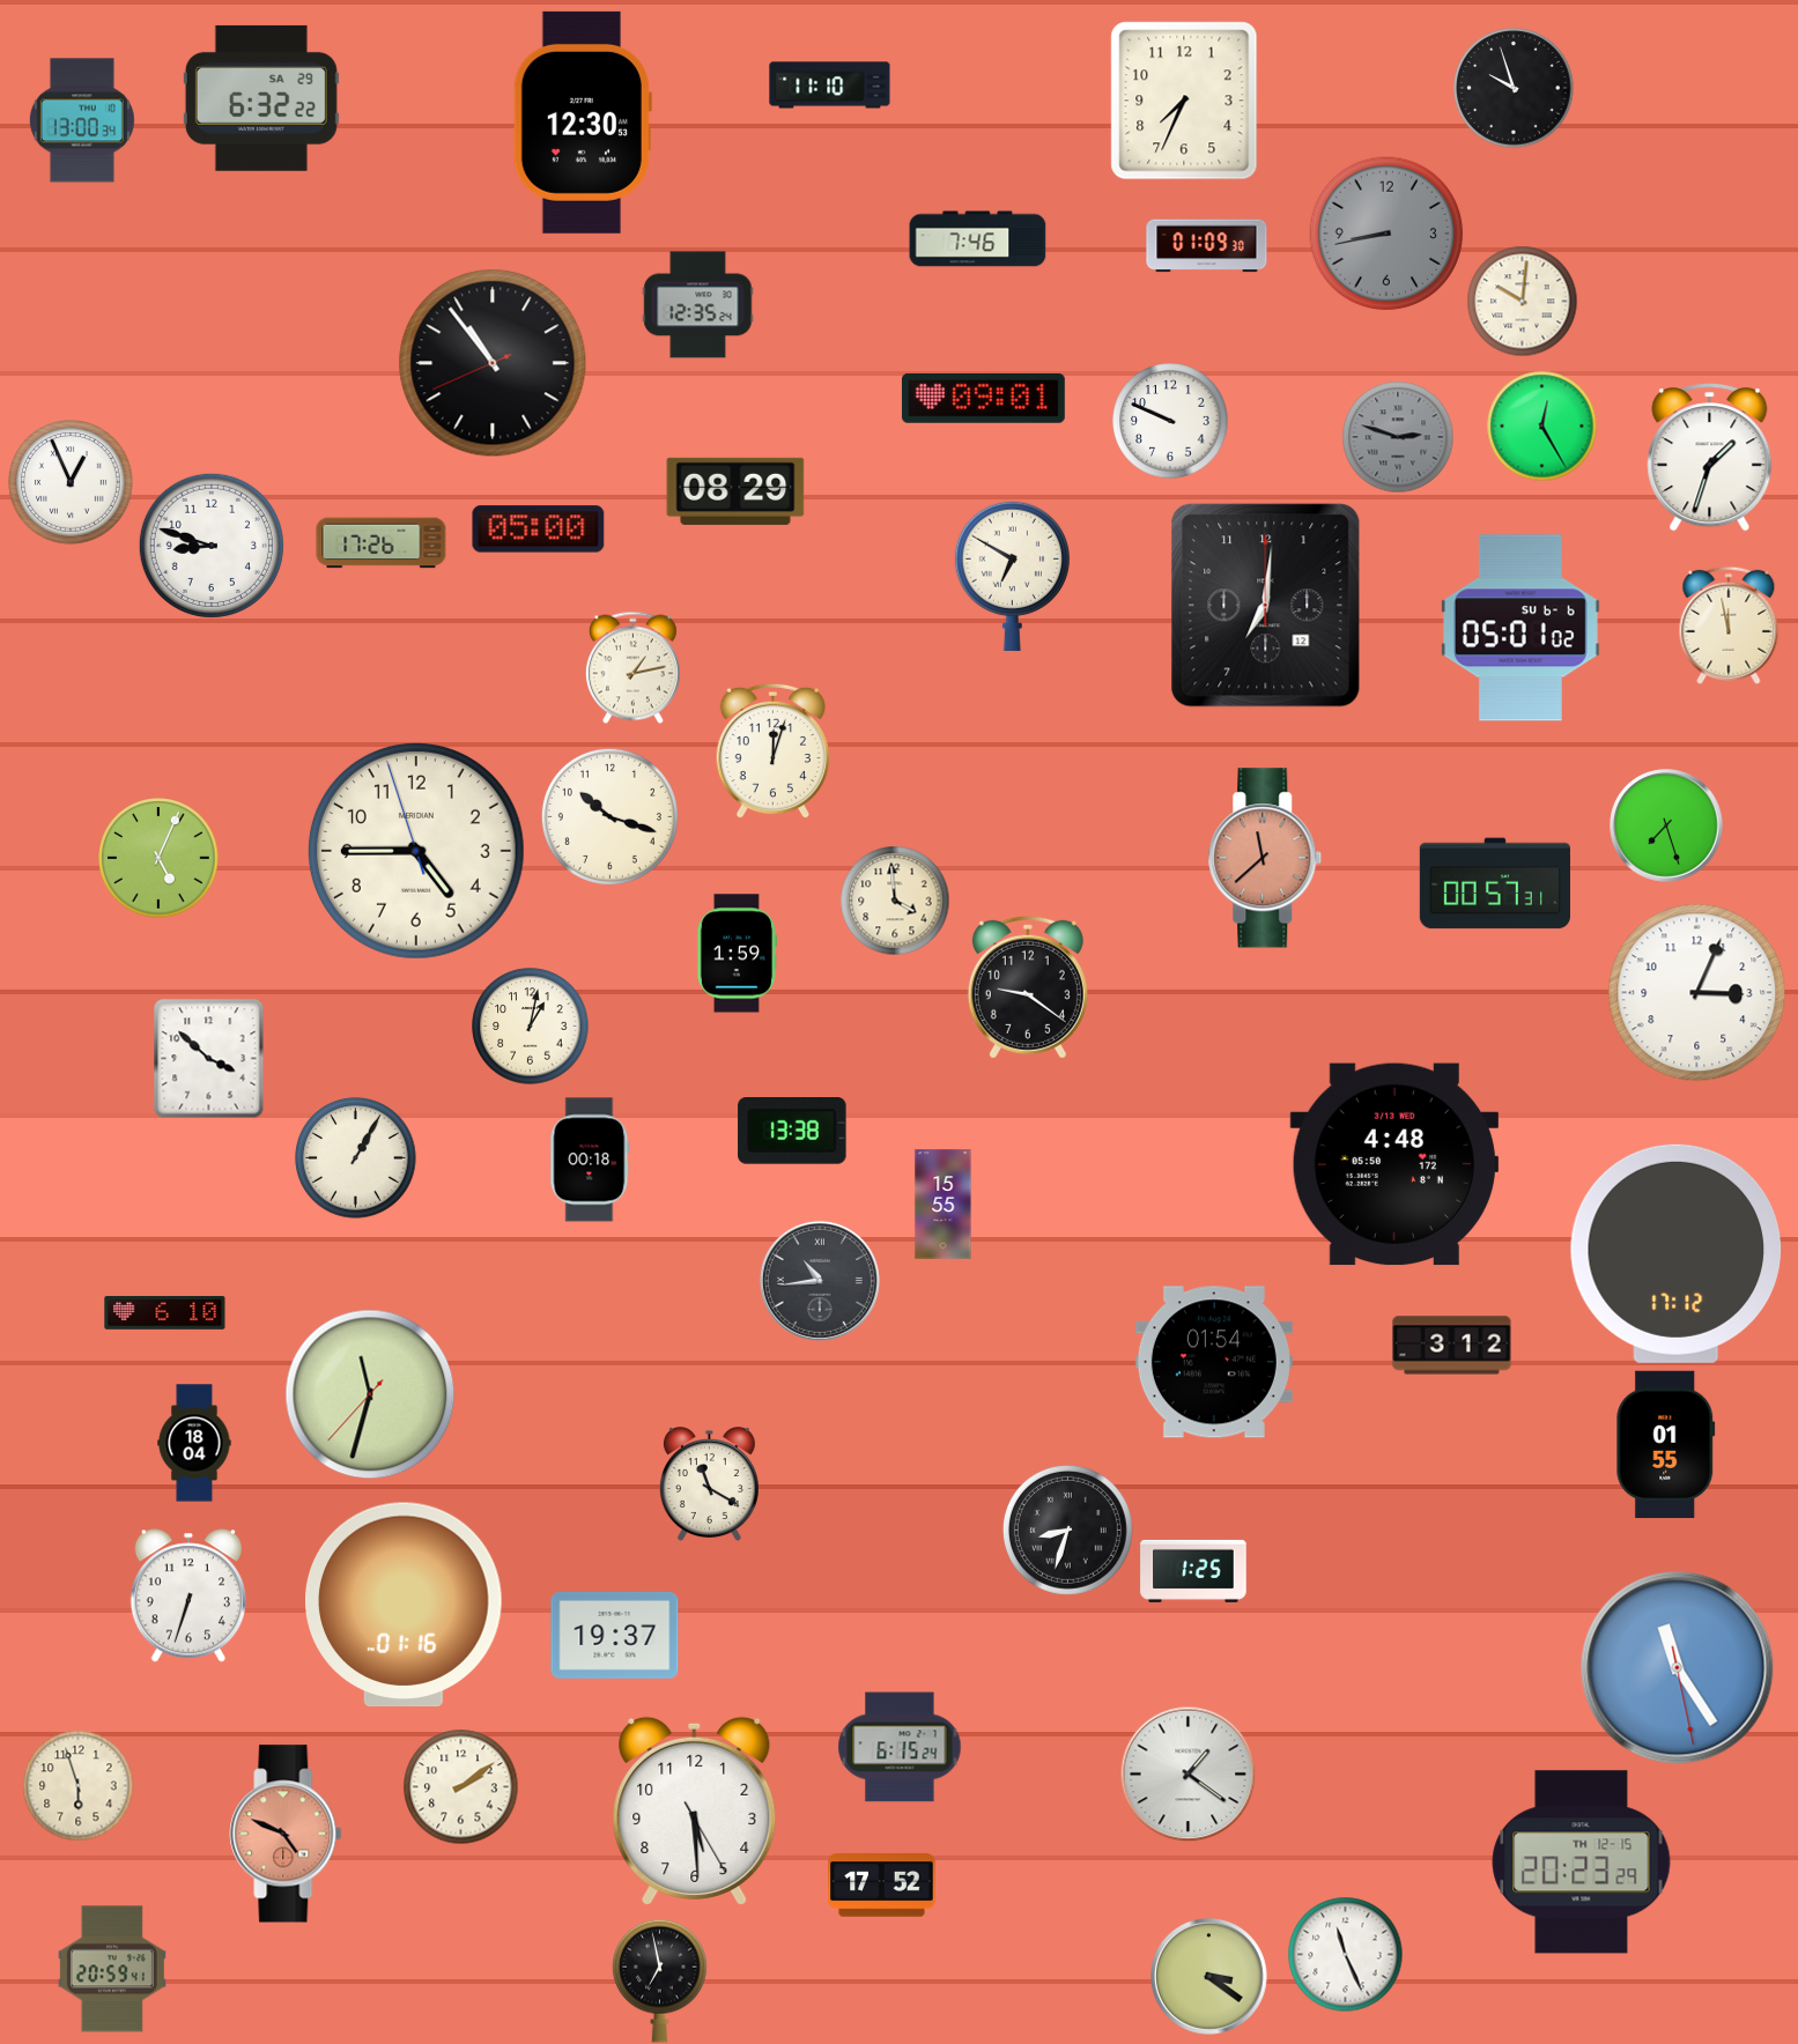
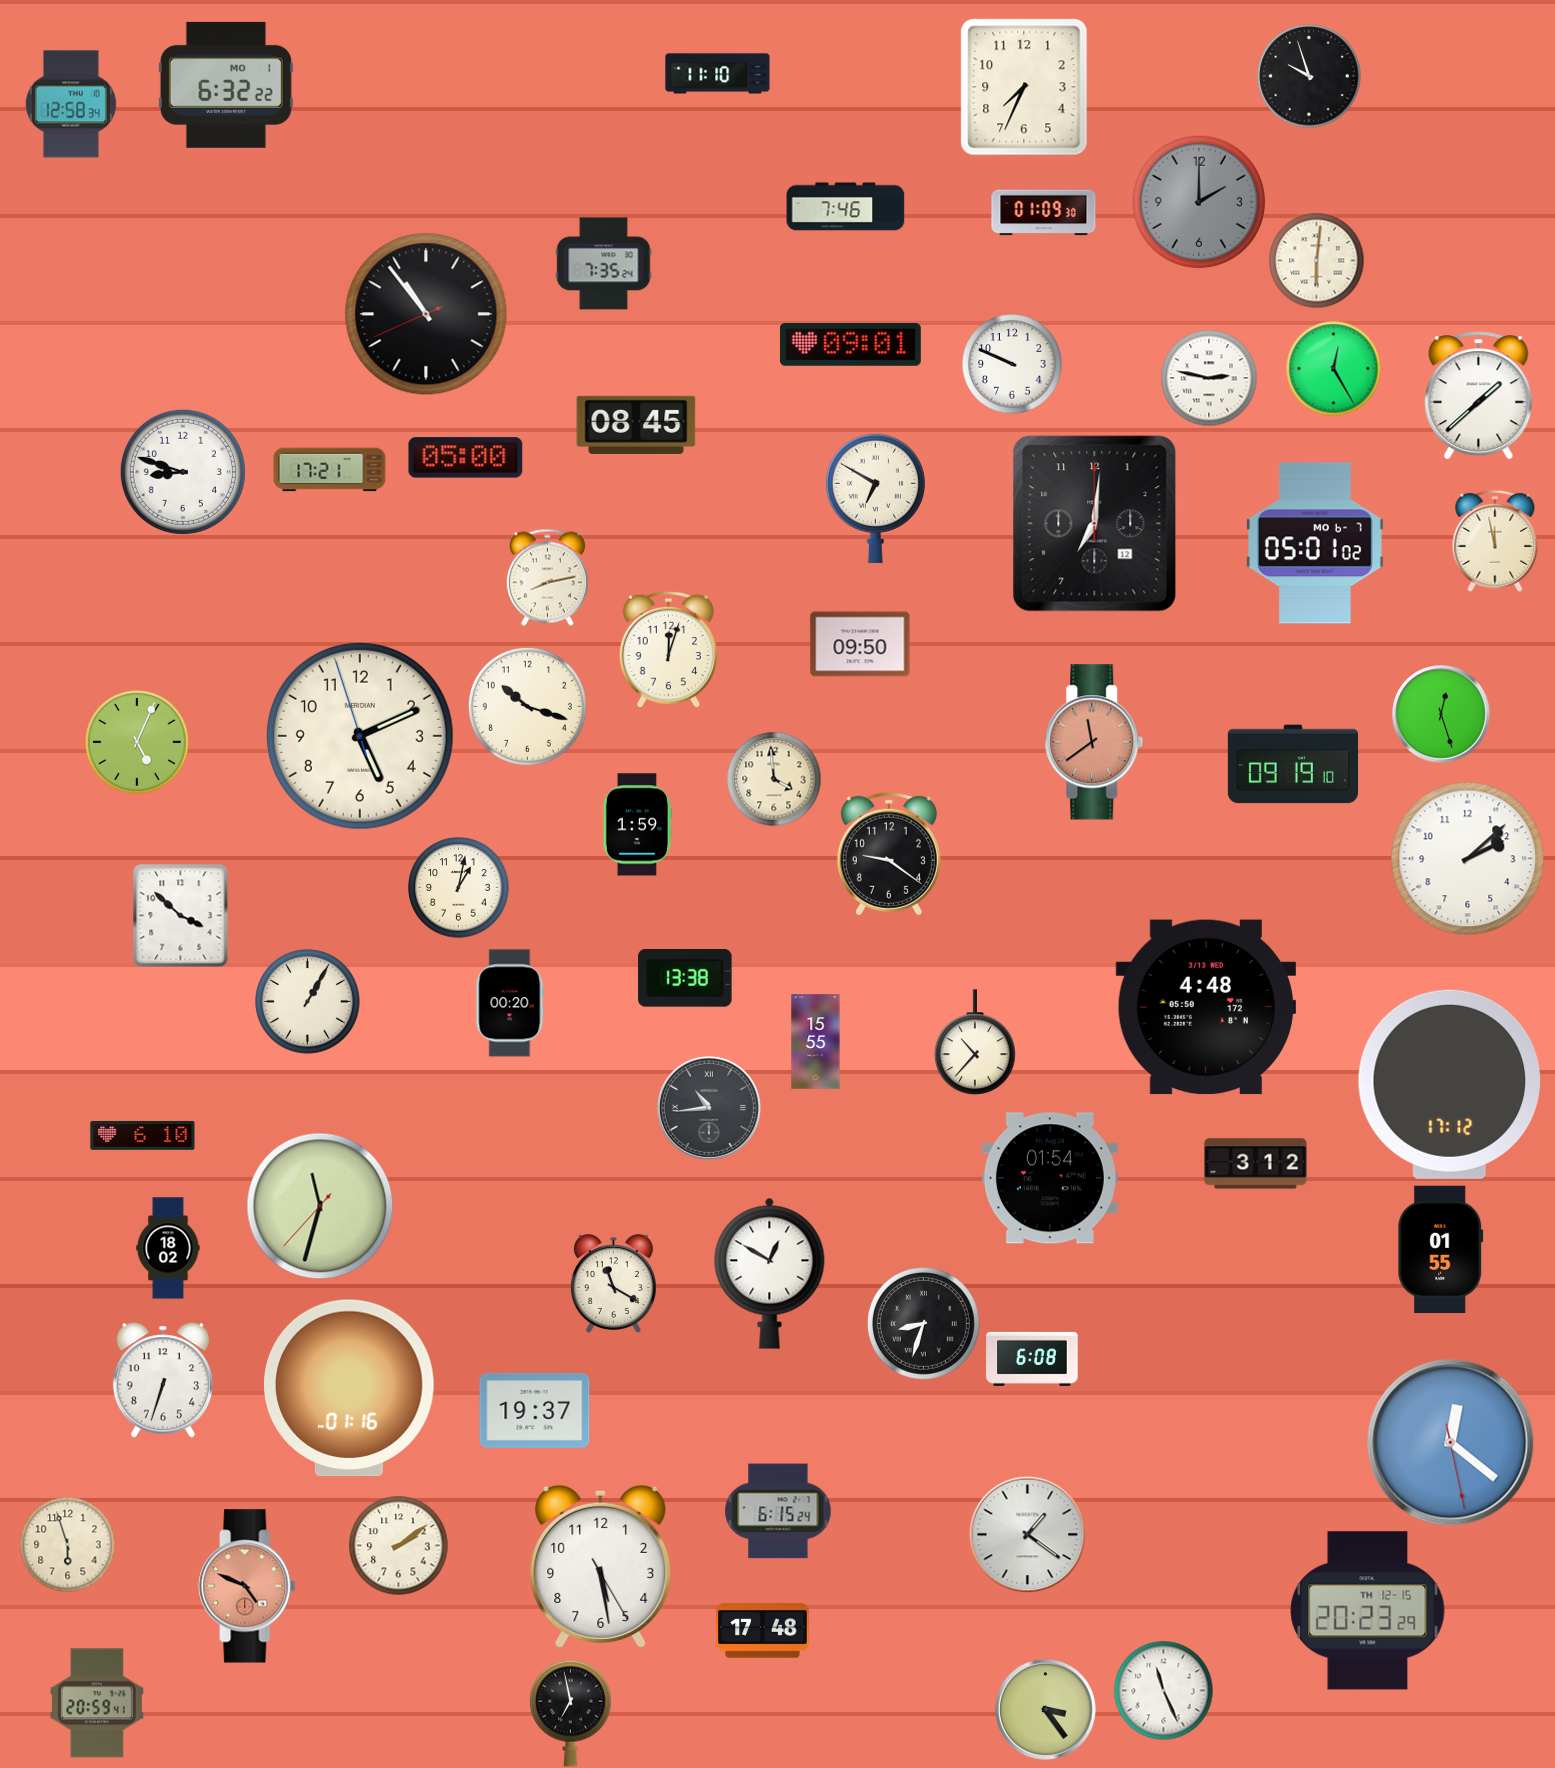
clock at (261, 98) date: SA 29 -> MO 1
clock at (82, 120): 13:00 -> 12:58
clock at (582, 123): 12:30 -> none
clock at (1386, 234): 8:43 -> 2:00
clock at (1522, 301): 10:01 -> 6:01
clock at (698, 305): 12:35 -> 7:35
clock at (1398, 437): 2:48 -> 2:47
clock at (1398, 437) dial: grey -> white
clock at (1710, 458): 1:33 -> 1:38
clock at (71, 482): 12:56 -> none
clock at (735, 491): 08:29 -> 08:45
clock at (382, 543): 17:26 -> 17:21
clock at (1520, 628) date: SU 6-6 -> MO 6-7
clock at (632, 667): 1:13 -> 8:13
clock at (860, 644): none -> 09:50
clock at (1666, 825): 7:27 -> 12:27
clock at (416, 851): 4:44 -> 5:10
clock at (1265, 858): 11:38 -> 11:39
clock at (1494, 883): 00:57 -> 09:19
clock at (1697, 993): 3:04 -> 2:08
clock at (590, 1160): 00:18 -> 00:20
clock at (975, 1042): none -> 10:37
clock at (194, 1443): 18:04 -> 18:02
clock at (770, 1273): none -> 12:50
clock at (1193, 1571): 1:25 -> 6:08
clock at (615, 1635) position: (615, 1635) -> (535, 1410)
clock at (1678, 1668): 11:24 -> 12:21
clock at (695, 1810): 5:29 -> 5:28
clock at (882, 1886): 17:52 -> 17:48
clock at (1209, 1977): 3:21 -> 3:24
